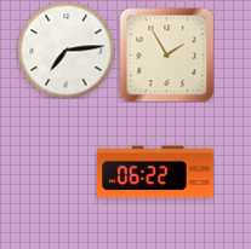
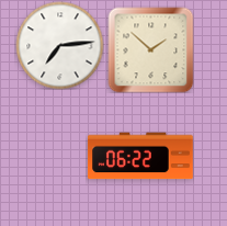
clock at (166, 54): 1:55 -> 1:52
